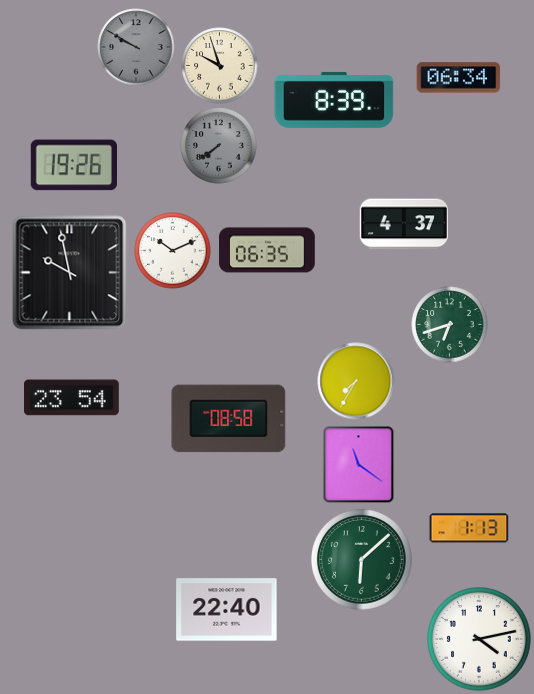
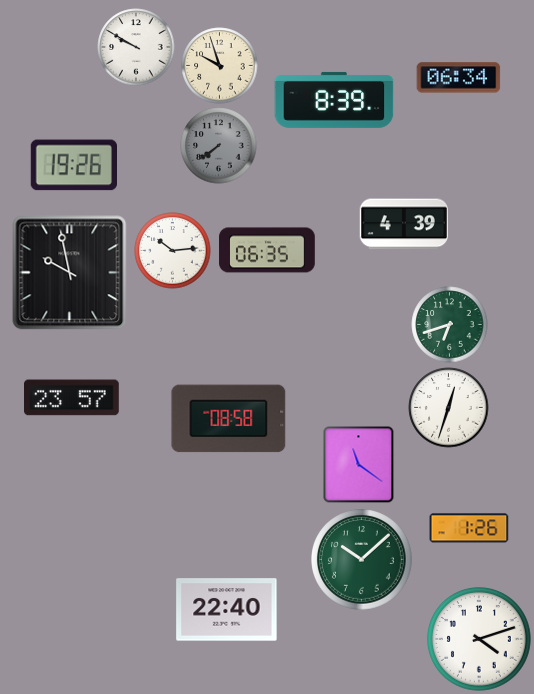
clock at (136, 47) dial: grey -> white
clock at (404, 224): 4:37 -> 4:39
clock at (173, 251): 10:11 -> 10:14
clock at (356, 381): 7:35 -> none
clock at (72, 398): 23:54 -> 23:57
clock at (449, 408): none -> 12:33
clock at (469, 528): 1:13 -> 1:26
clock at (362, 560): 6:08 -> 10:08
clock at (480, 640): 4:13 -> 4:12
